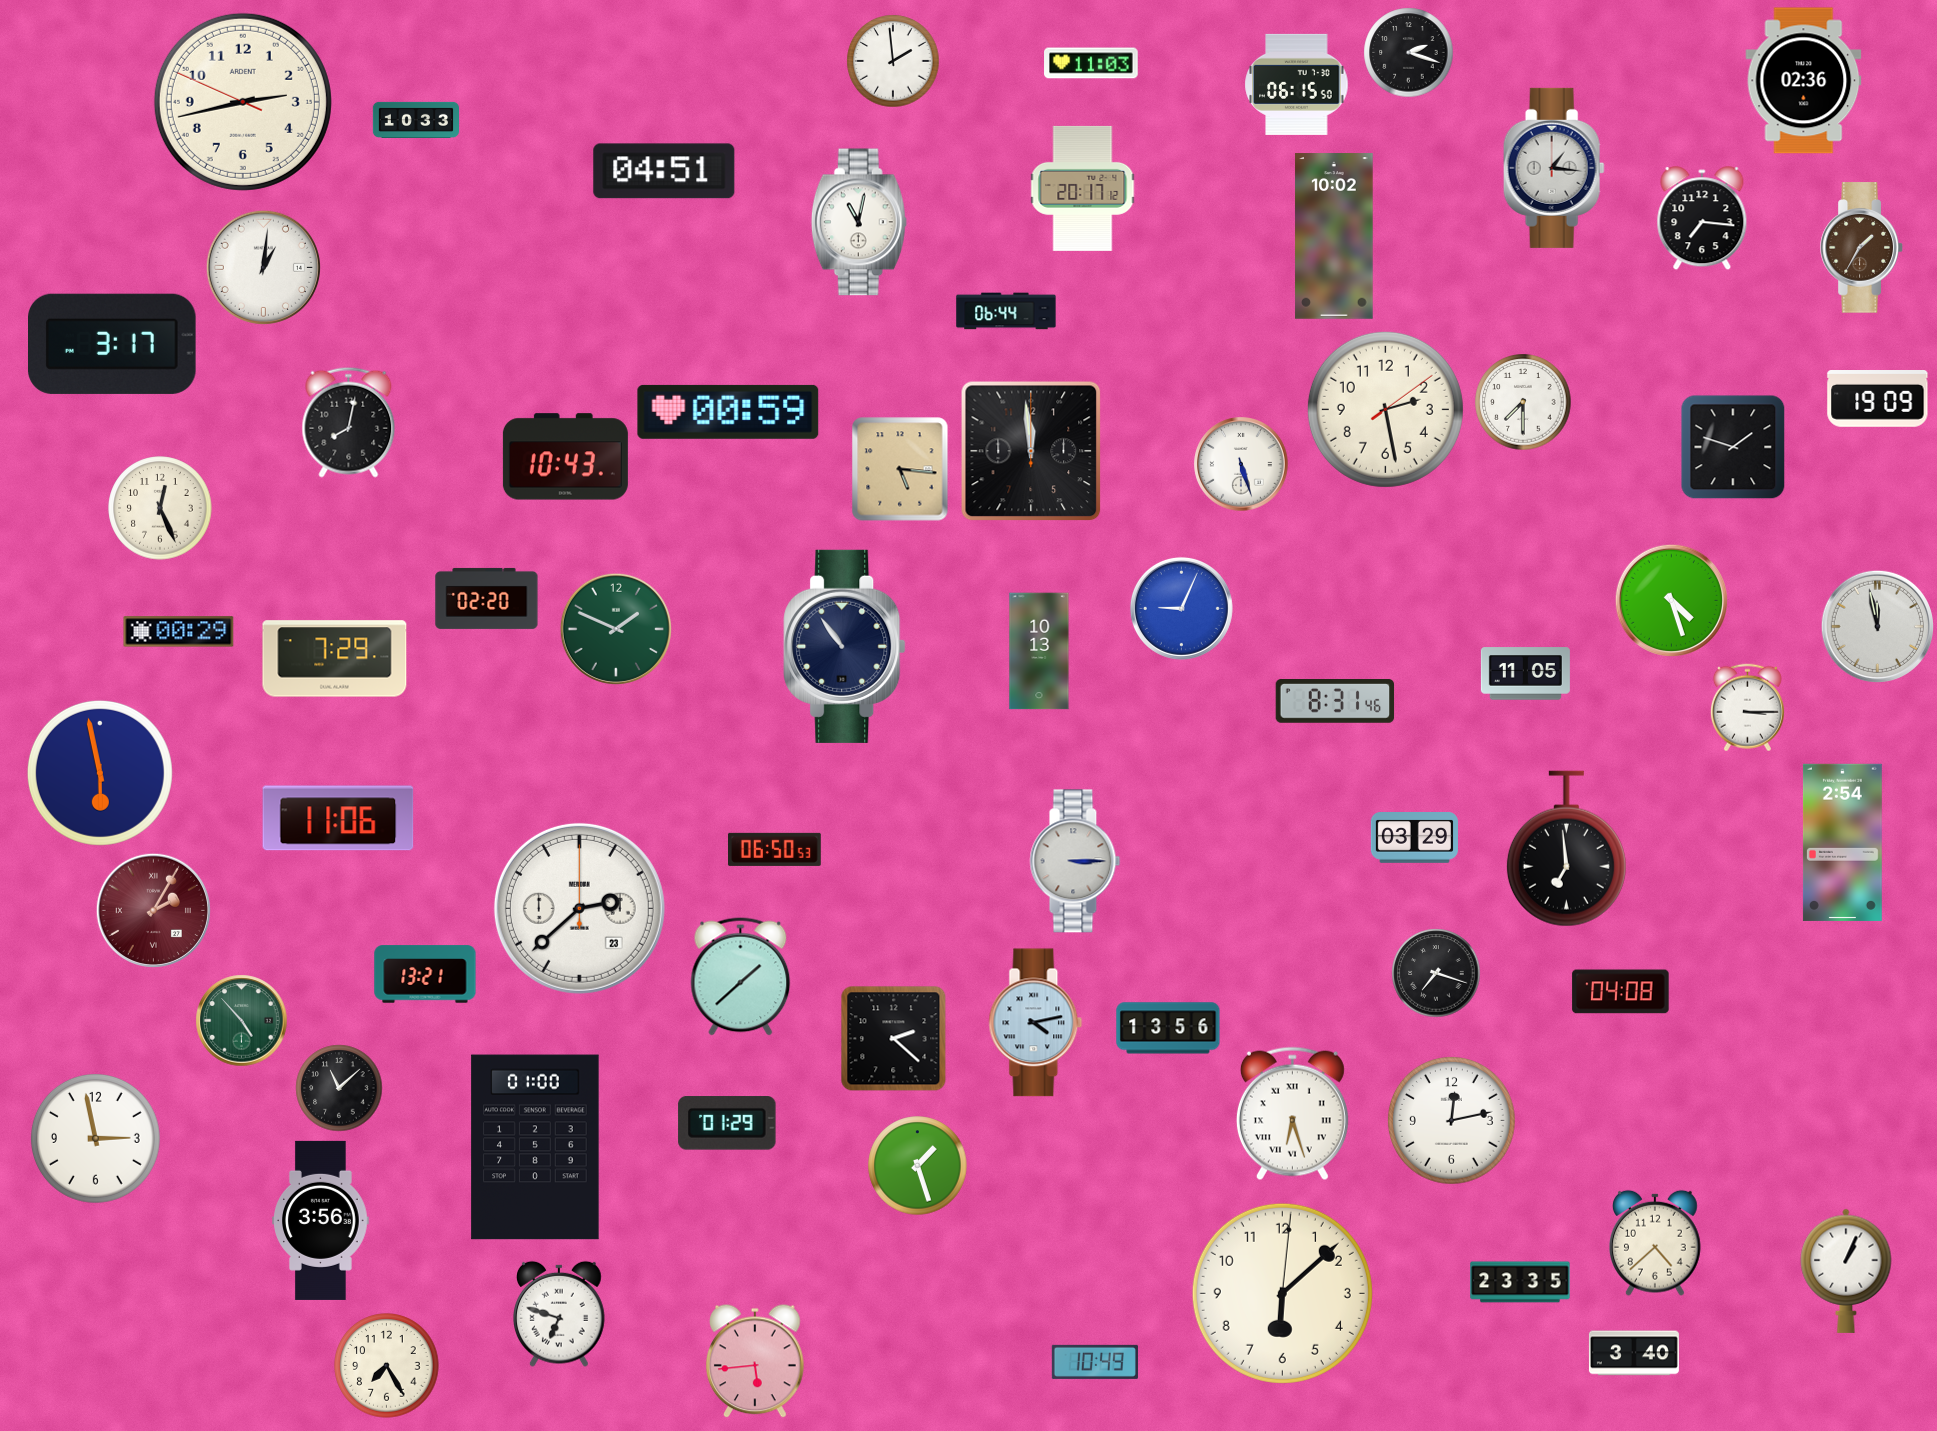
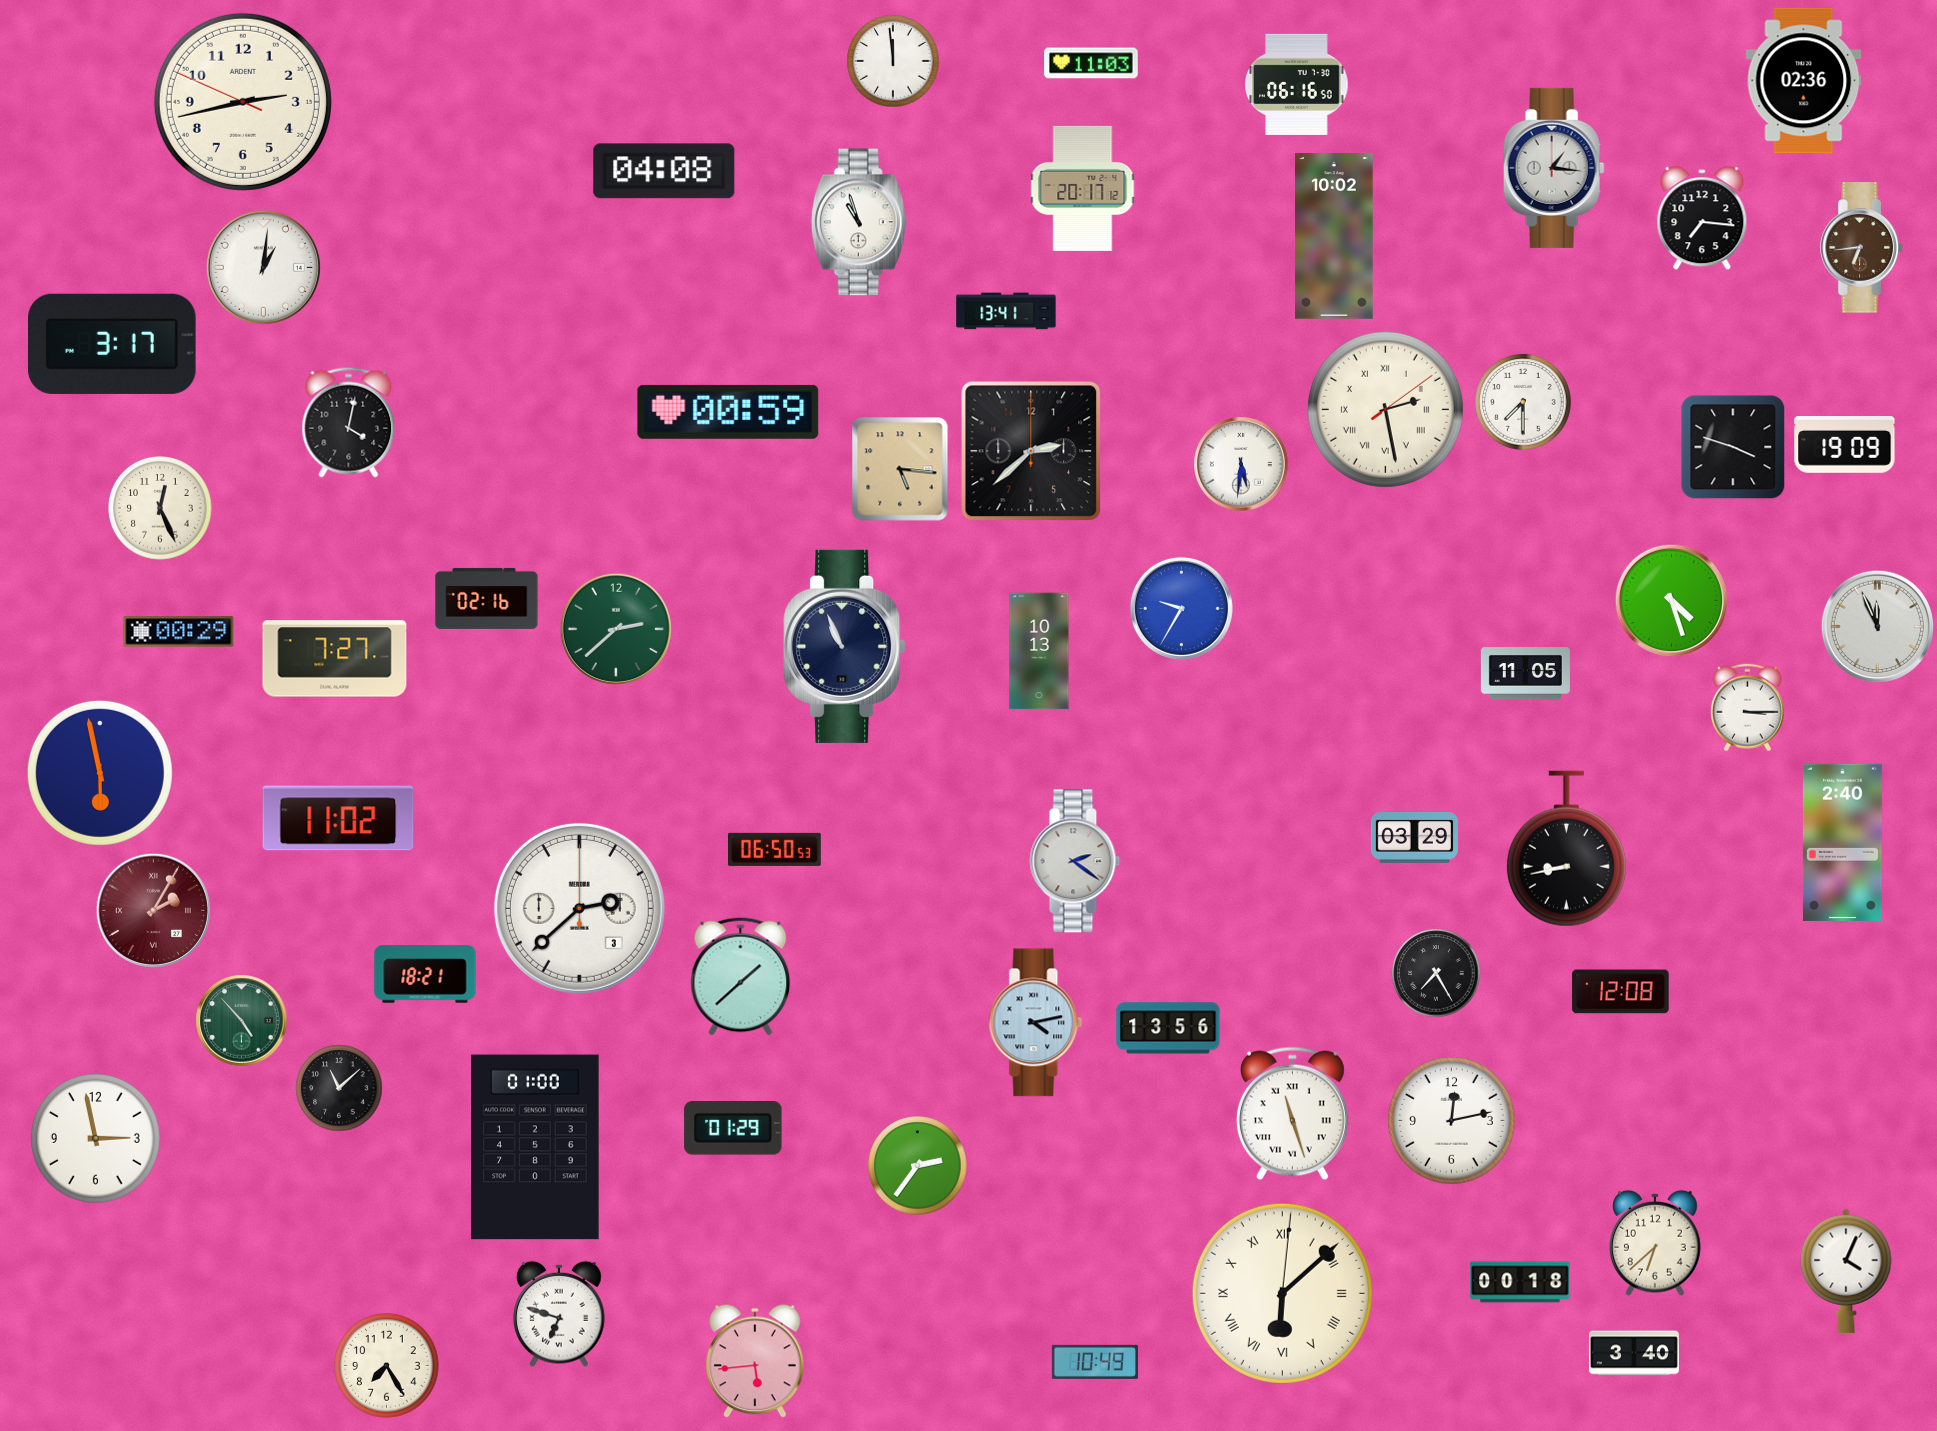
clock at (1409, 53): 2:18 -> none
clock at (893, 61): 1:59 -> 11:59
clock at (1297, 84): 06:15 -> 06:16
clock at (415, 120): 10:33 -> none
clock at (664, 171): 04:51 -> 04:08
clock at (859, 222): 11:02 -> 10:57
clock at (1862, 248): 1:35 -> 6:44
clock at (1006, 311): 06:44 -> 13:41
clock at (1878, 399) position: (1878, 399) -> (1845, 445)
clock at (1385, 409) numerals: Arabic -> Roman
clock at (349, 422): 8:02 -> 4:02
clock at (1733, 447): 1:48 -> 3:48
clock at (1031, 451): 11:59 -> 2:38
clock at (565, 457): 10:43 -> none
clock at (1241, 464): 5:27 -> 5:31
clock at (487, 598): 02:20 -> 02:16
clock at (1181, 608): 9:04 -> 9:35
clock at (1877, 626): 11:58 -> 11:56
clock at (616, 629): 1:49 -> 2:38
clock at (845, 646): 10:54 -> 10:56
clock at (335, 659): 7:29 -> 7:27
clock at (1335, 702): 8:31 -> none
clock at (338, 818): 11:06 -> 11:02
clock at (1842, 842): 2:54 -> 2:40
clock at (1566, 849): 6:59 -> 8:43
clock at (1075, 861): 3:15 -> 2:21
clock at (579, 908) date: 23 -> 3
clock at (1436, 973): 7:18 -> 7:25
clock at (425, 974): 13:21 -> 18:21
clock at (1621, 992): 04:08 -> 12:08
clock at (894, 1039): 2:22 -> none
clock at (1292, 1114): 6:27 -> 11:27
clock at (727, 1123) position: (727, 1123) -> (733, 1128)
clock at (918, 1166): 1:27 -> 2:36
clock at (321, 1220): 3:56 -> none
clock at (1656, 1243): 4:38 -> 6:38
clock at (1846, 1271): 1:04 -> 4:04
clock at (1520, 1282): 23:35 -> 00:18
clock at (1282, 1293) numerals: Arabic -> Roman
